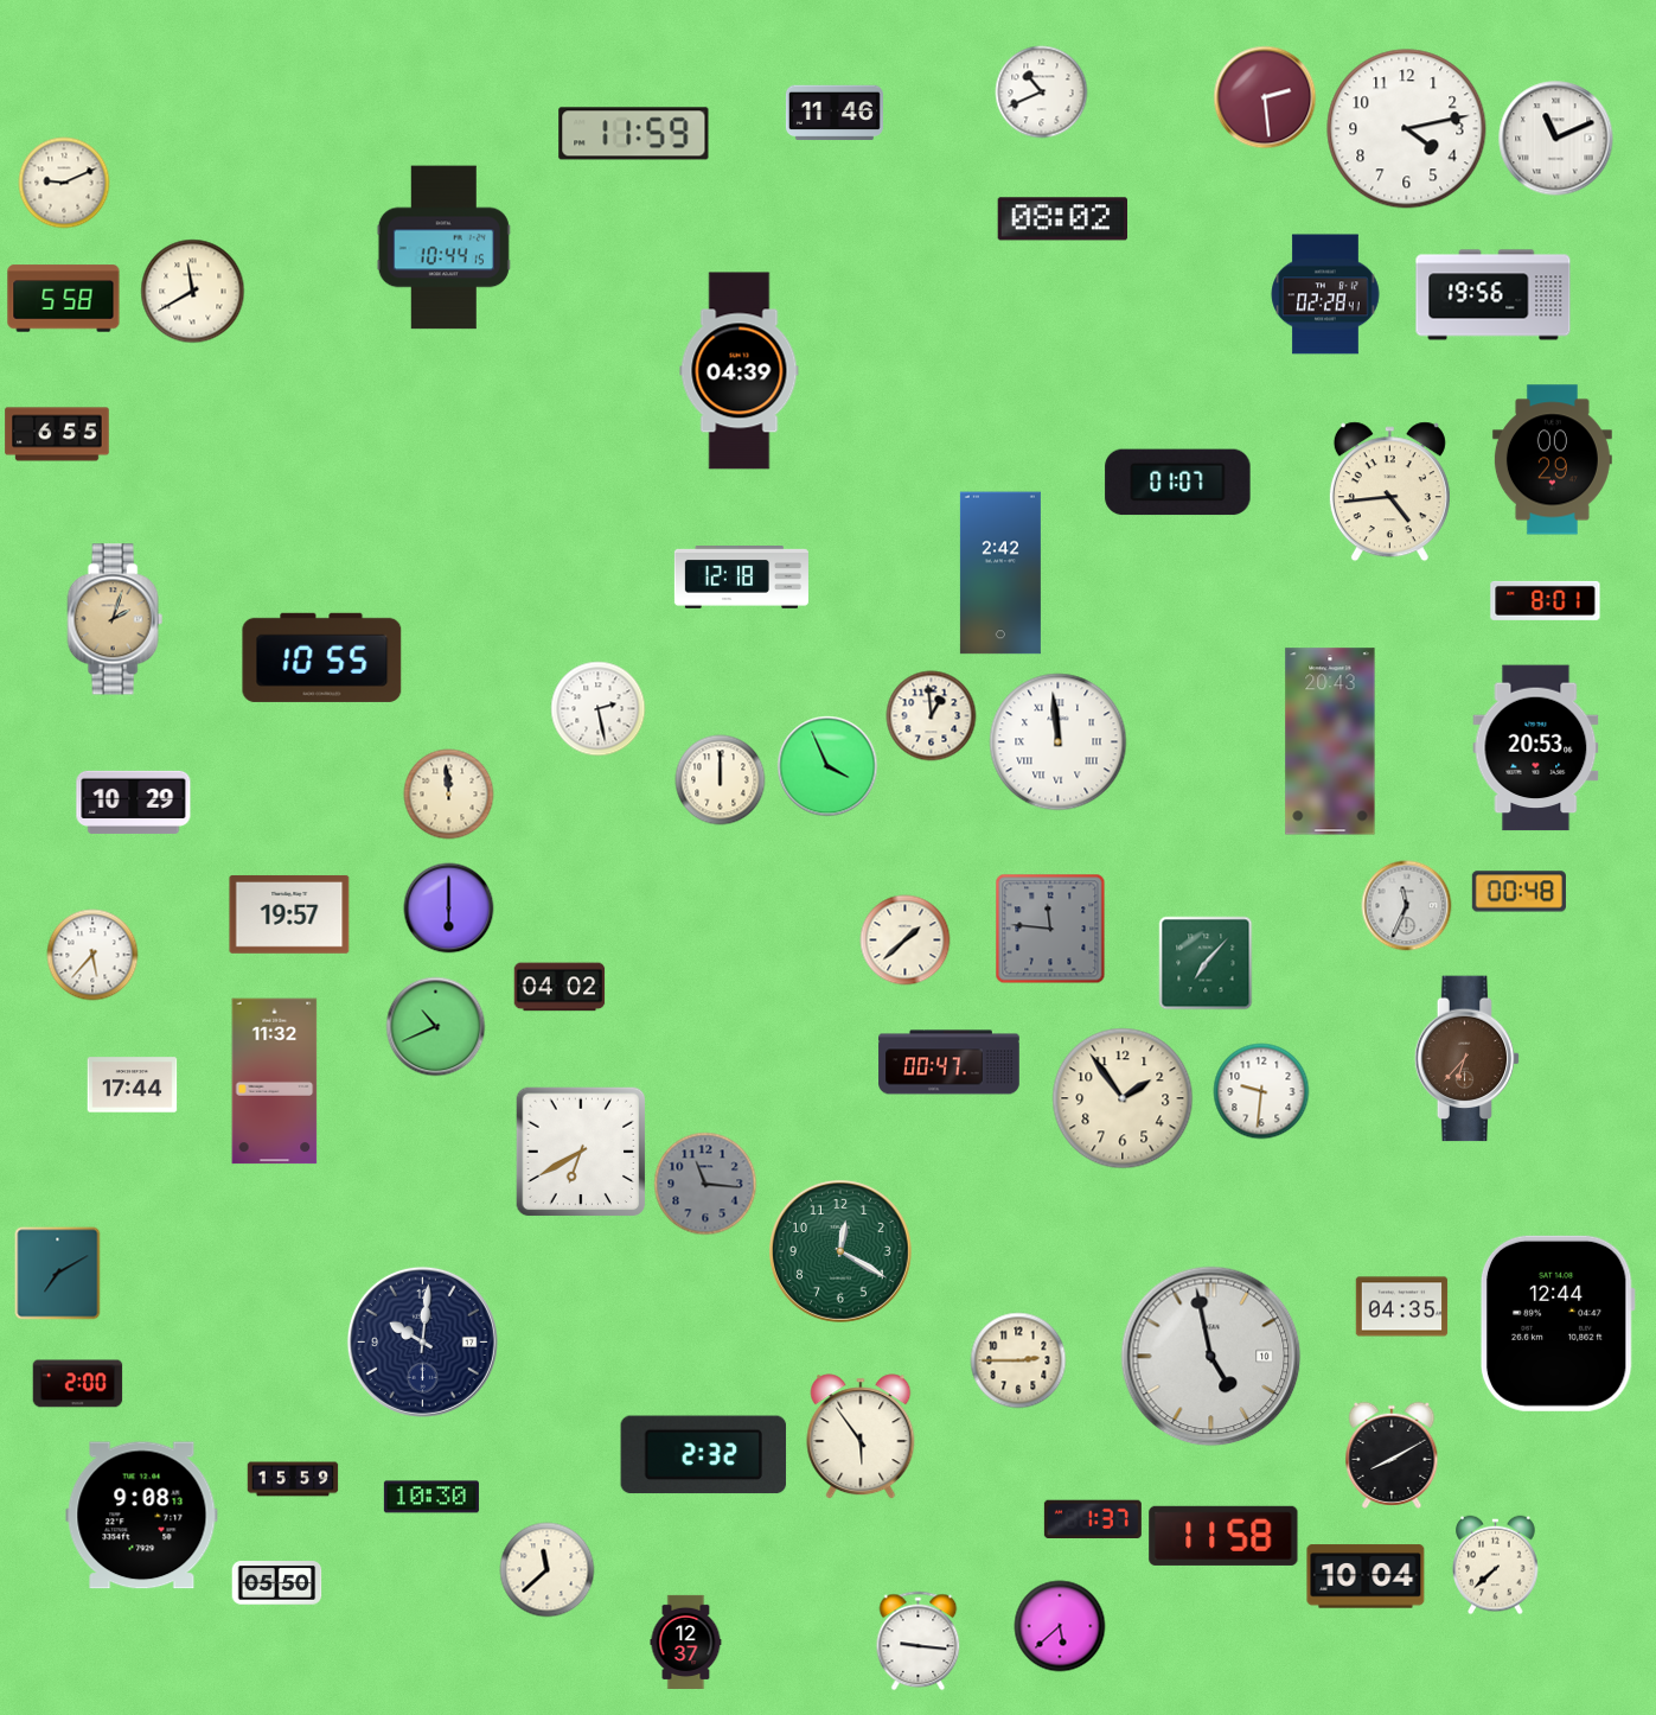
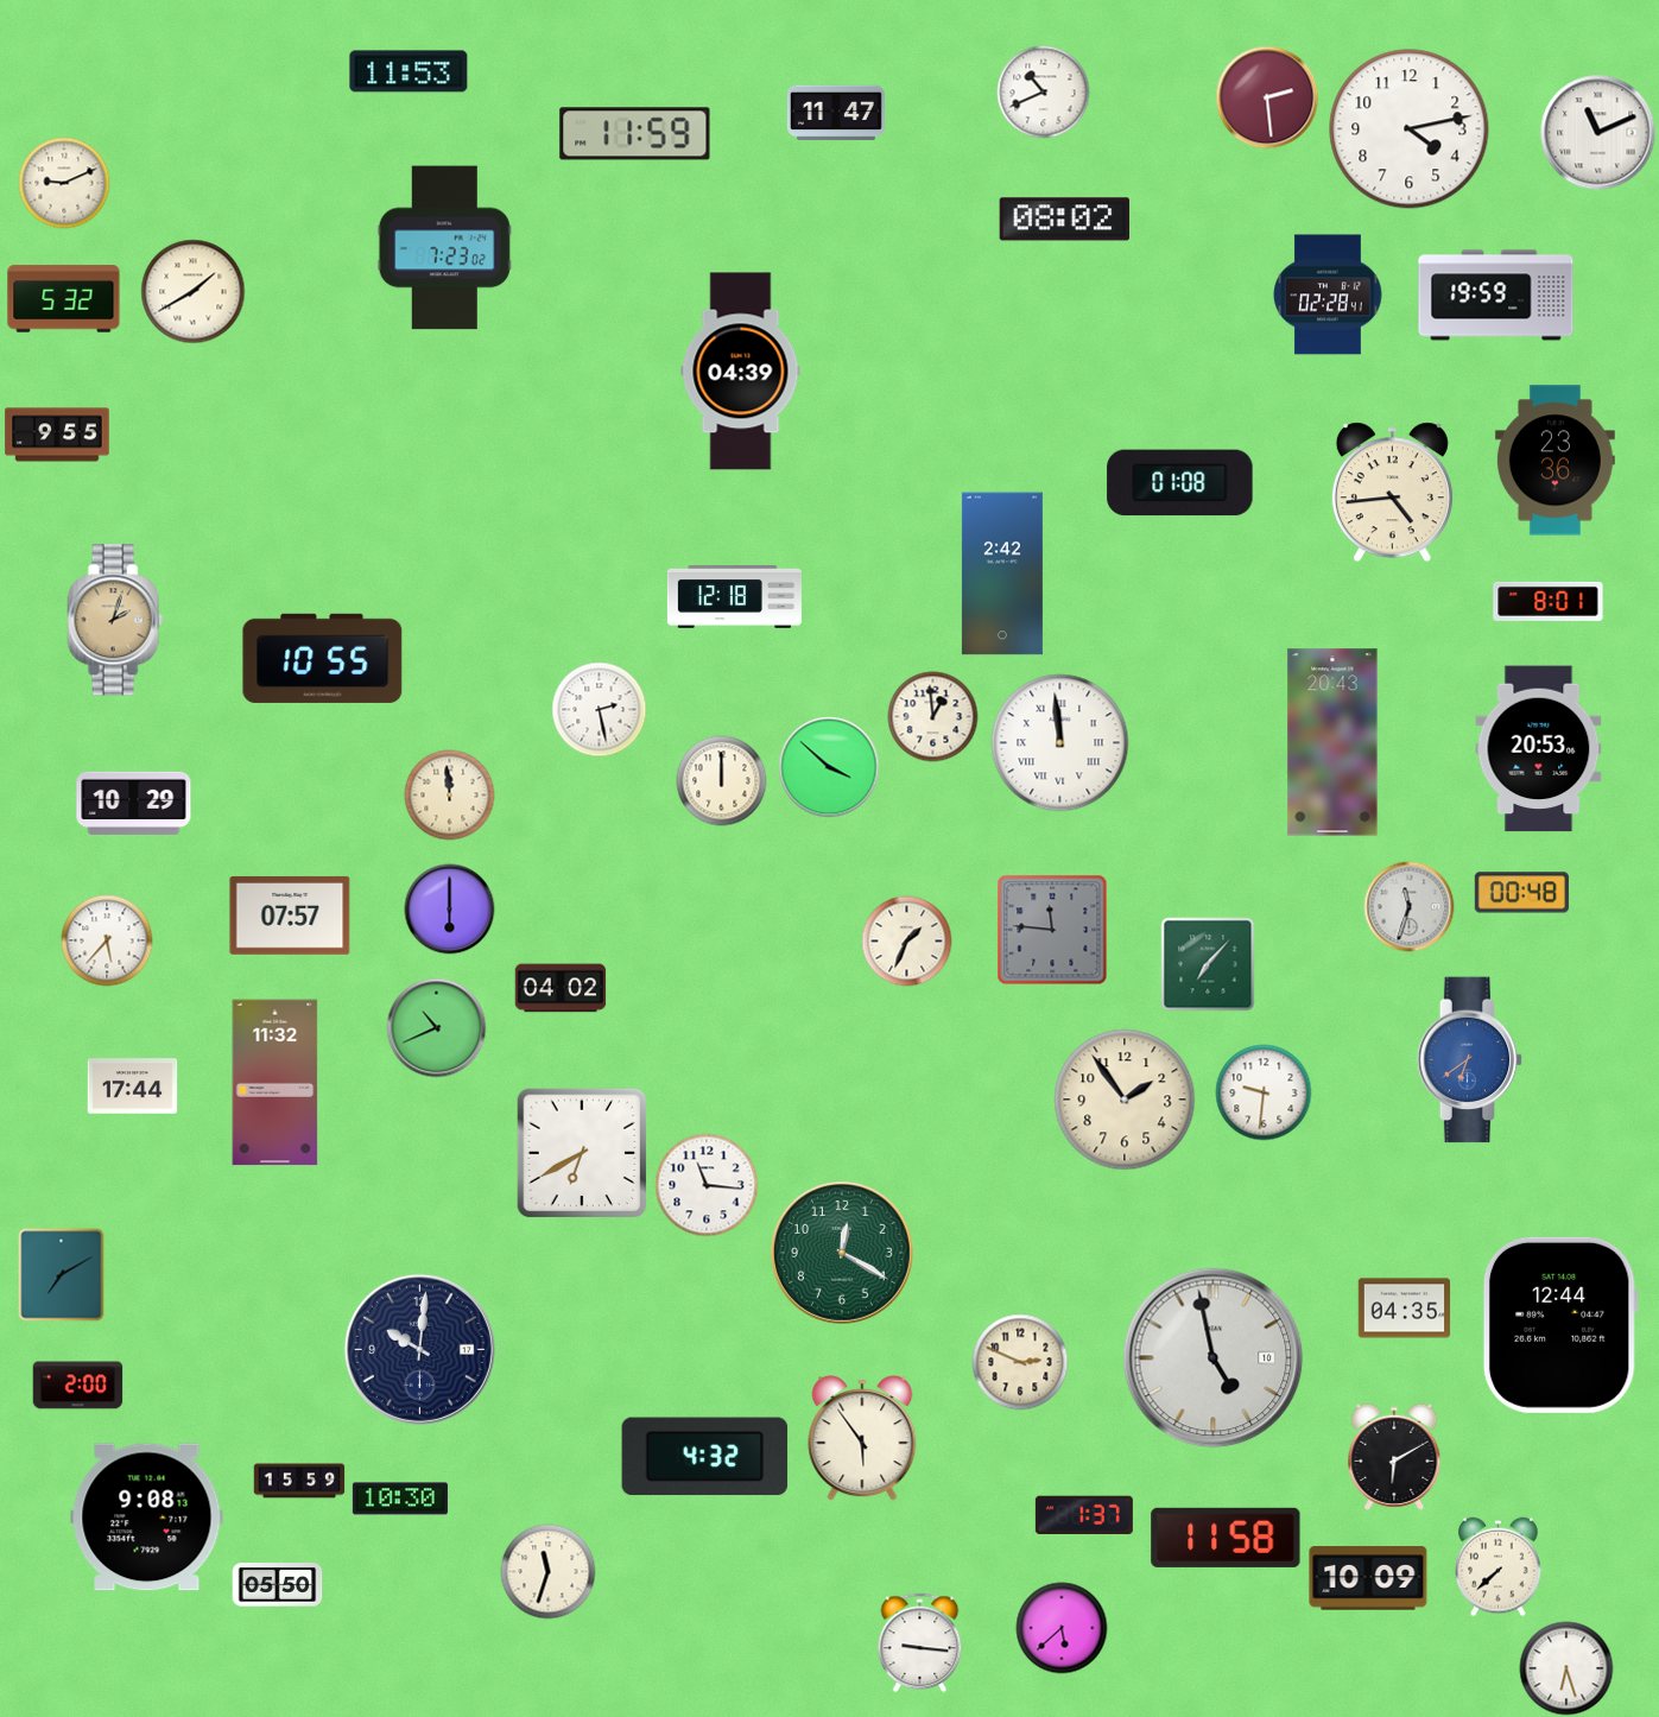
clock at (409, 71): none -> 11:53
clock at (835, 113): 11:46 -> 11:47
clock at (1556, 139) position: (1556, 139) -> (1598, 133)
clock at (443, 248): 10:44 -> 7:23
clock at (193, 292): 11:40 -> 1:40
clock at (1494, 295): 19:56 -> 19:59
clock at (64, 299): 5:58 -> 5:32
clock at (57, 434): 6:55 -> 9:55
clock at (1552, 460): 00:29 -> 23:36
clock at (1178, 483): 01:07 -> 01:08
clock at (741, 578) position: (741, 578) -> (734, 597)
clock at (827, 766): 3:56 -> 3:52
clock at (1407, 906): 11:34 -> 11:33
clock at (289, 914): 19:57 -> 07:57
clock at (906, 941): 1:38 -> 1:34
clock at (92, 955) position: (92, 955) -> (107, 940)
clock at (1468, 1059): 6:37 -> 6:39
clock at (1468, 1059) dial: brown -> blue
clock at (950, 1063): 00:47 -> none
clock at (705, 1184) dial: grey -> white
clock at (58, 1274) position: (58, 1274) -> (62, 1275)
clock at (422, 1341) position: (422, 1341) -> (419, 1349)
clock at (1018, 1360): 2:45 -> 2:49
clock at (704, 1455): 2:32 -> 4:32
clock at (1392, 1455): 8:10 -> 6:10
clock at (293, 1479) position: (293, 1479) -> (299, 1481)
clock at (431, 1497) position: (431, 1497) -> (400, 1499)
clock at (142, 1516) position: (142, 1516) -> (147, 1518)
clock at (1093, 1519) position: (1093, 1519) -> (1084, 1515)
clock at (548, 1570): 11:38 -> 11:33
clock at (1366, 1576): 10:04 -> 10:09
clock at (686, 1641): 12:37 -> none
clock at (1566, 1668): none -> 6:27
